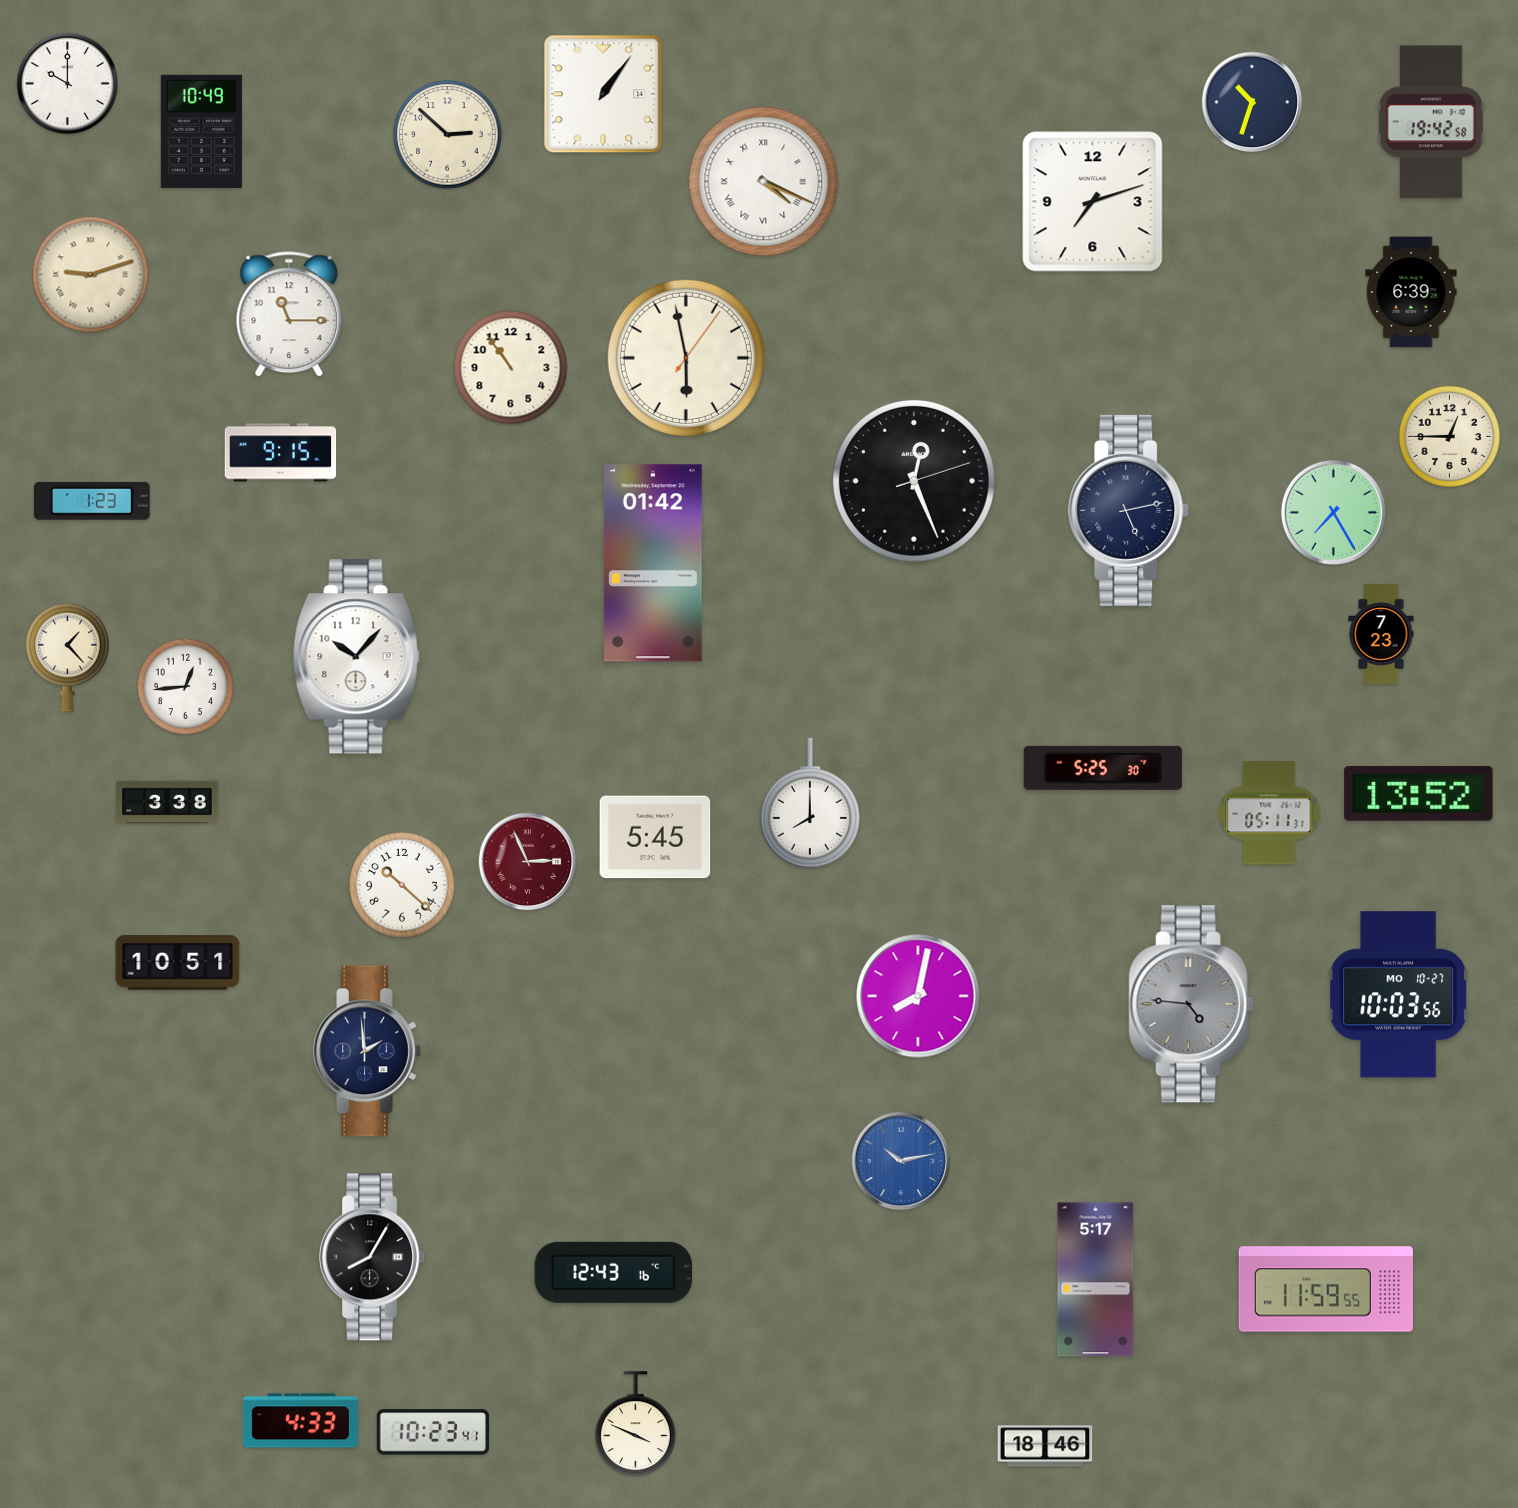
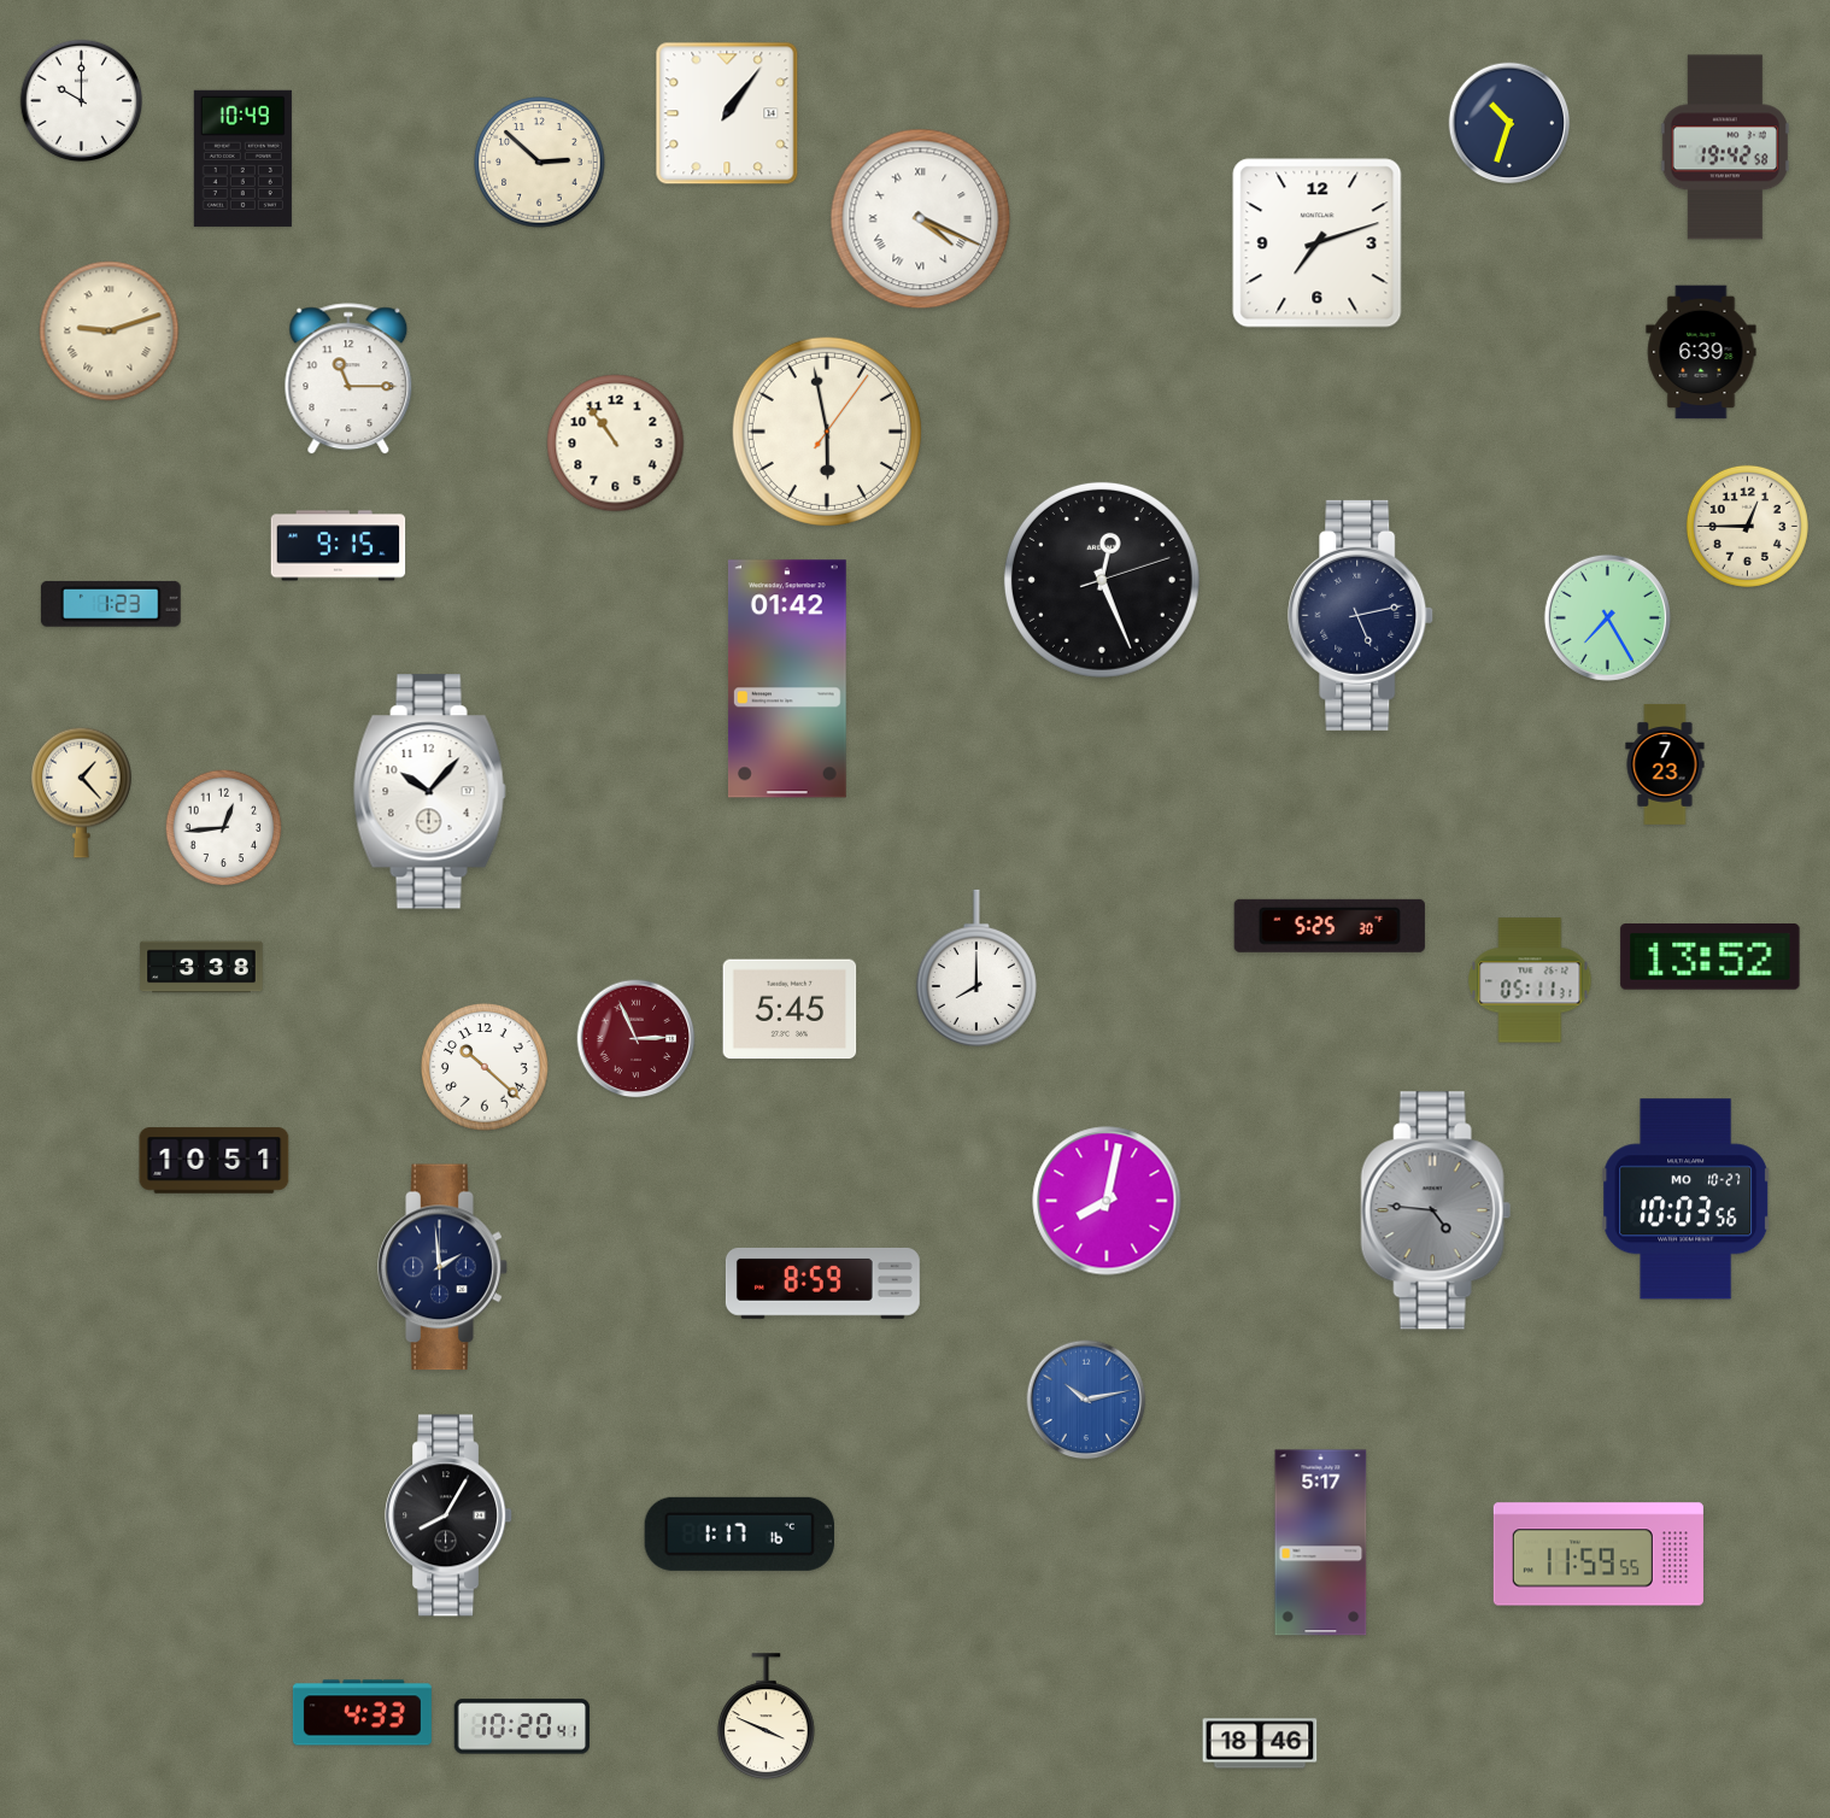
clock at (822, 1283): none -> 8:59
clock at (613, 1272): 12:43 -> 1:17
clock at (432, 1432): 10:23 -> 10:20
